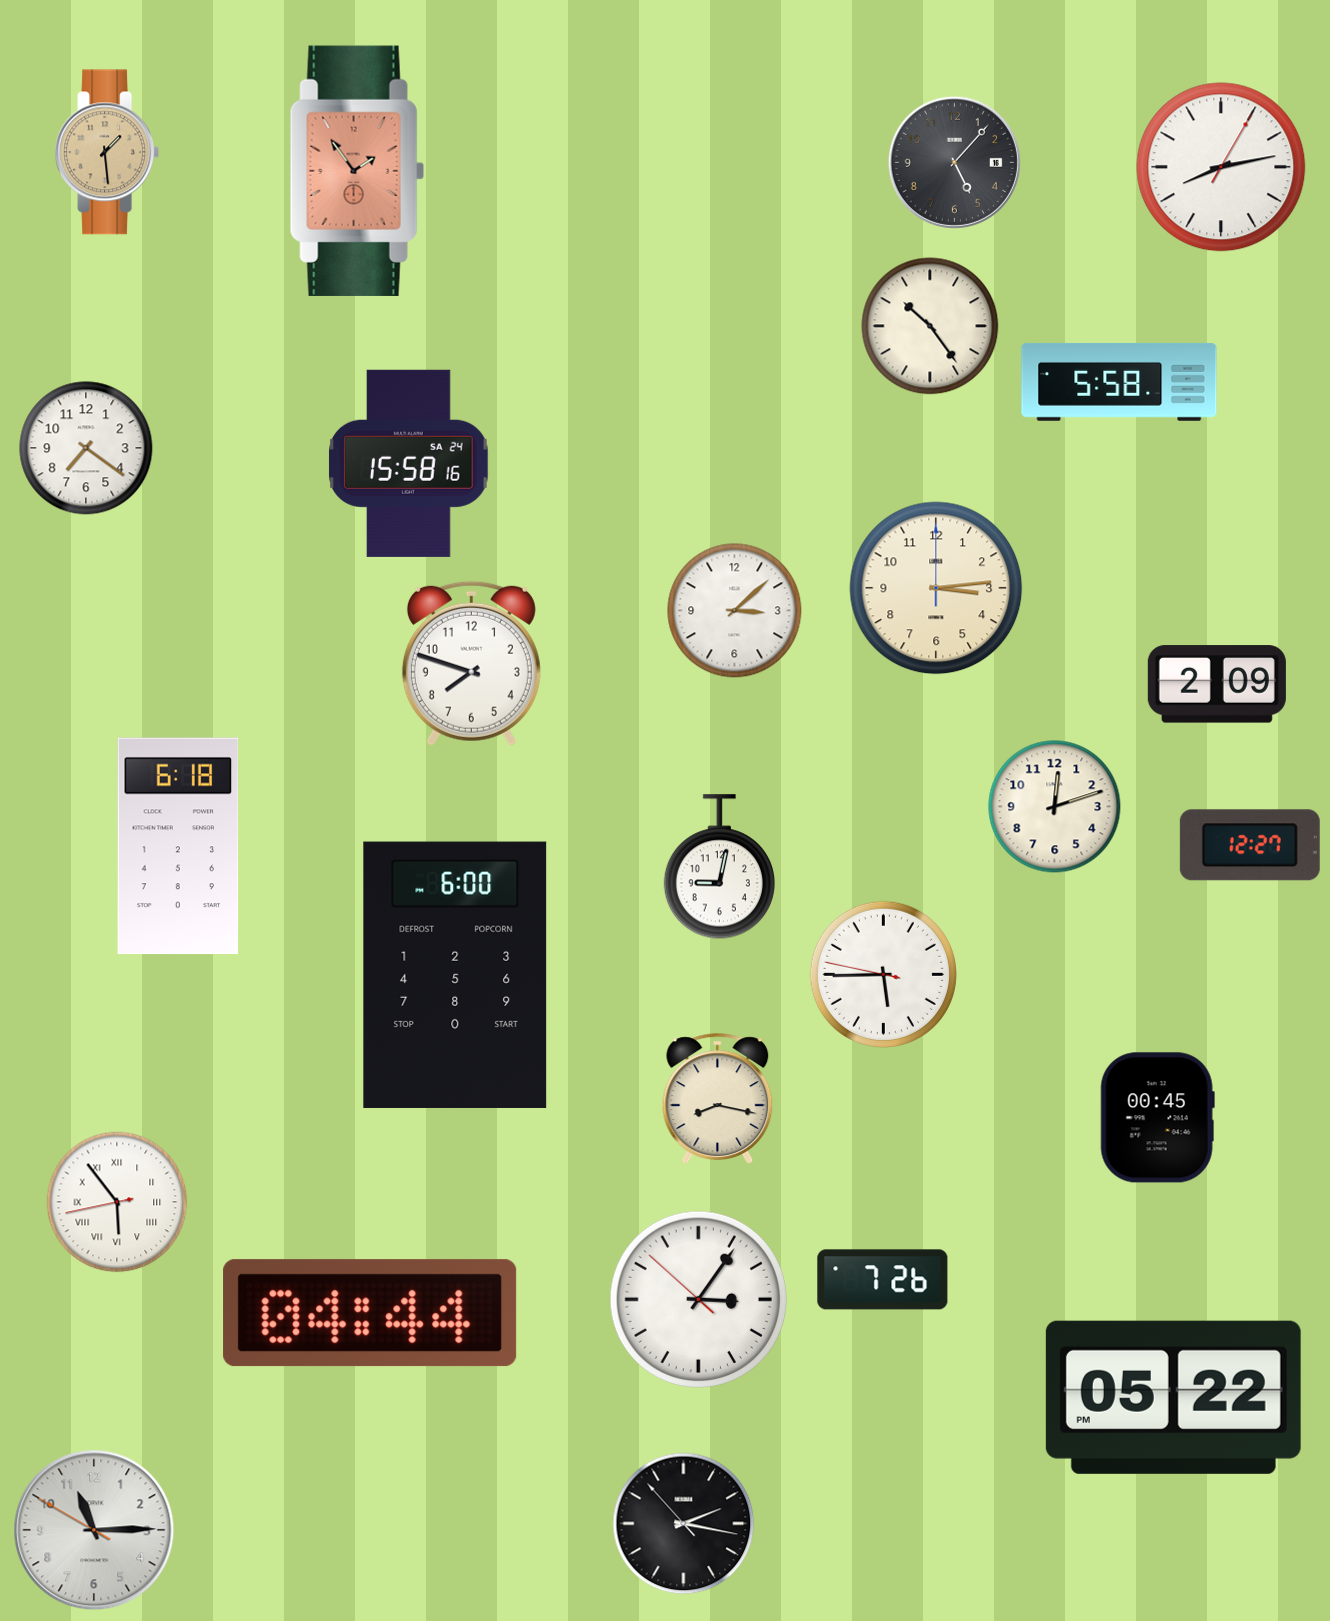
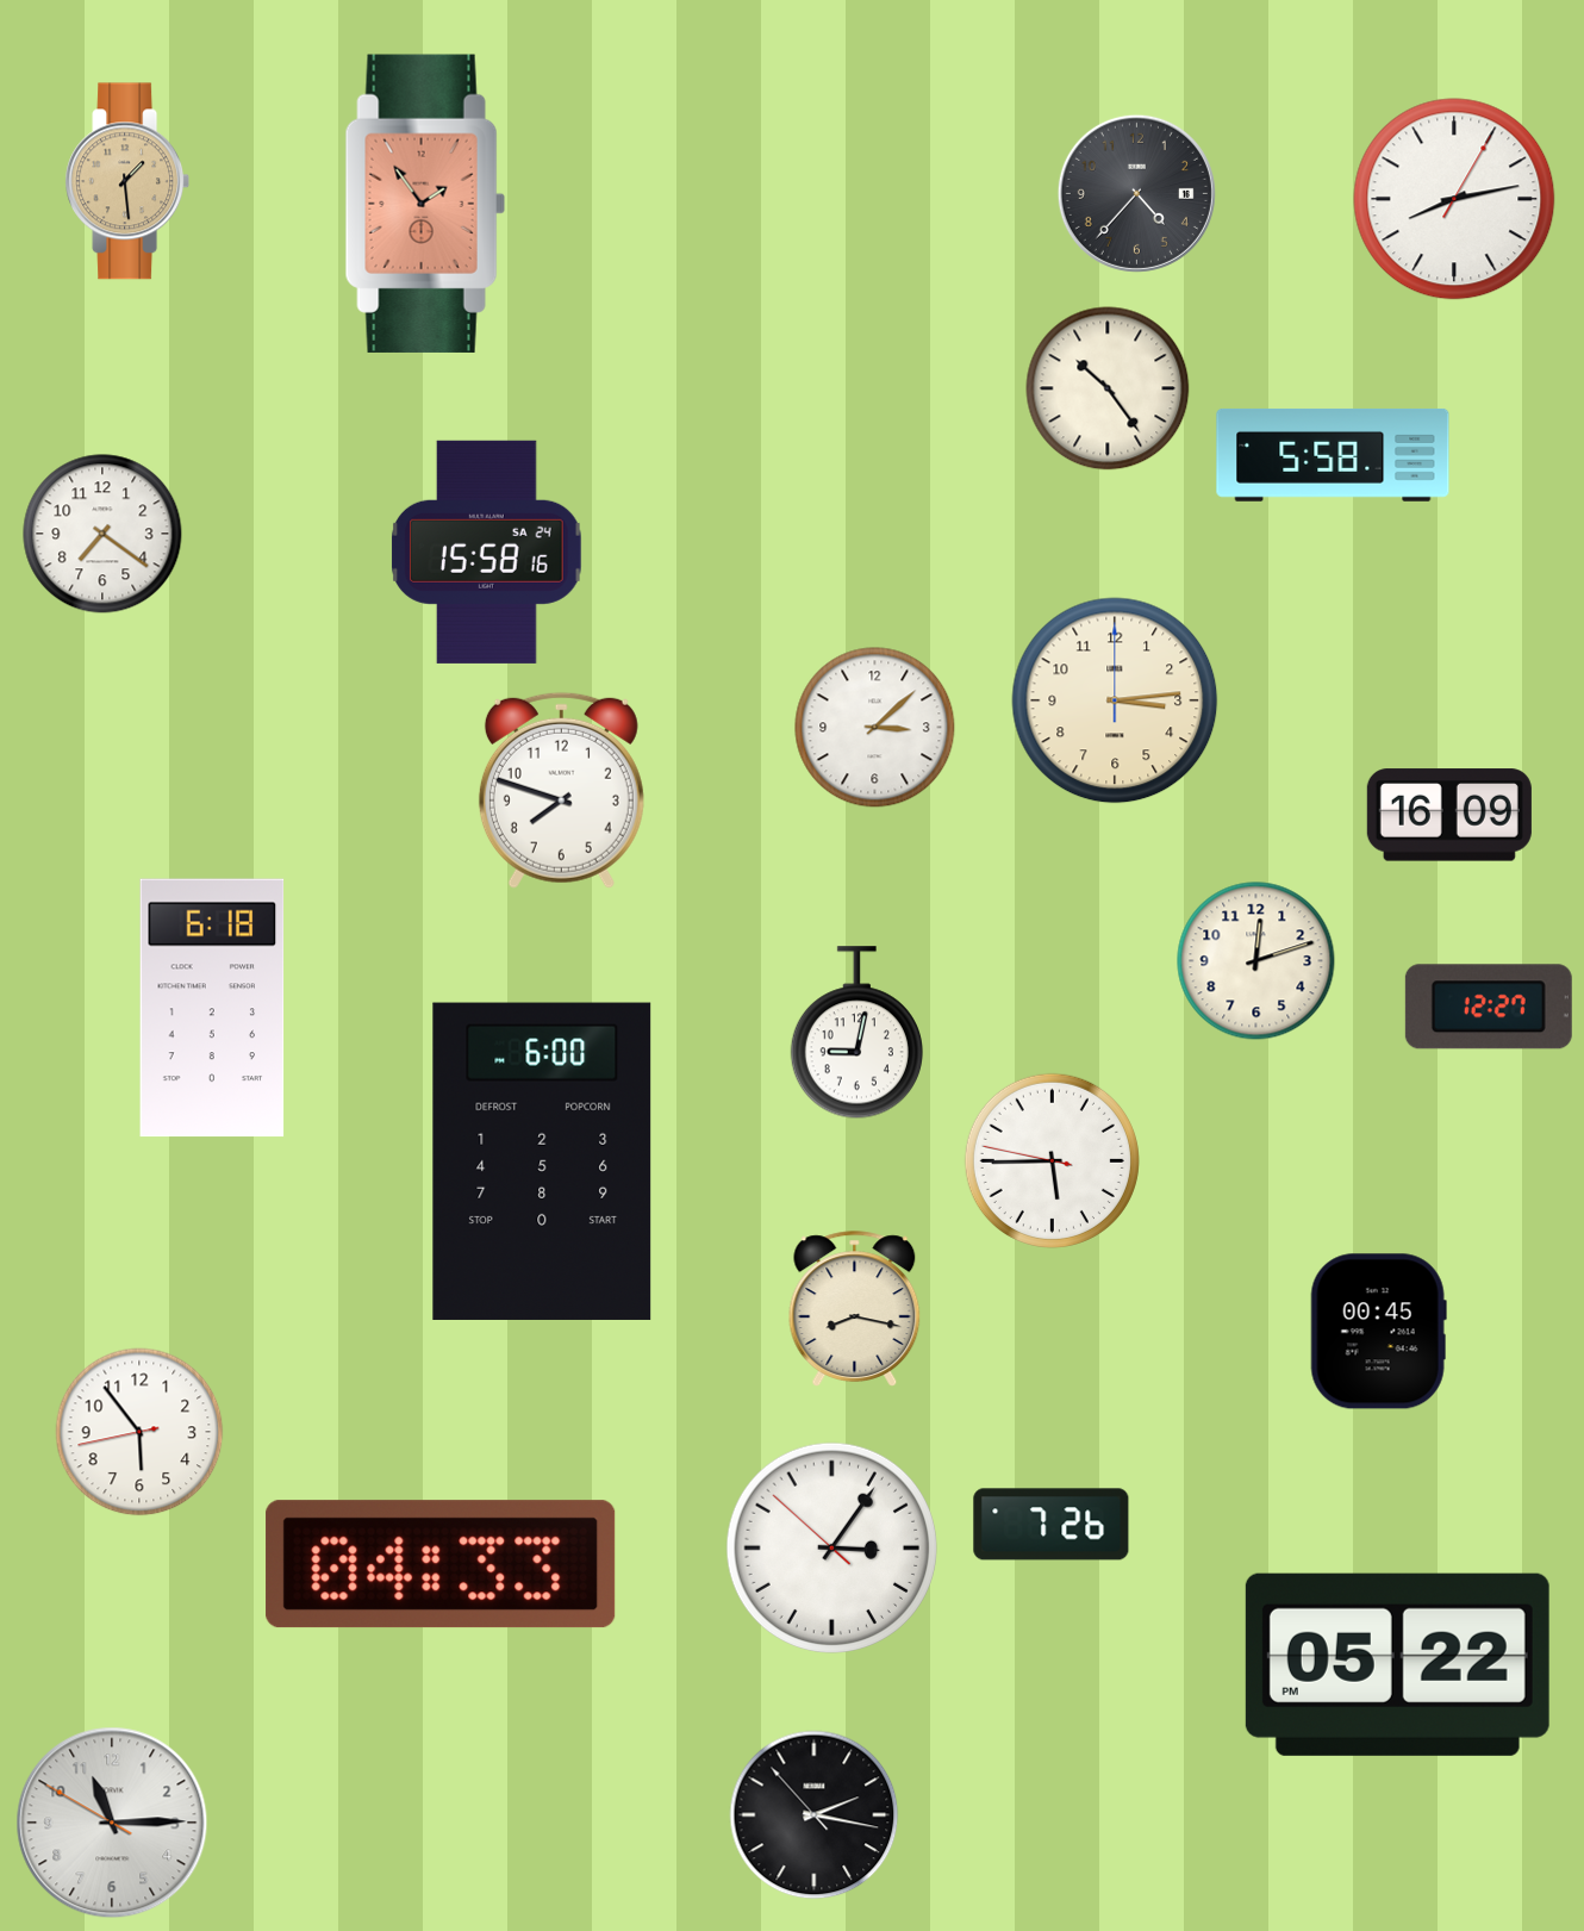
clock at (954, 162): 5:07 -> 4:37
clock at (1217, 684): 2:09 -> 16:09
clock at (117, 1202) numerals: Roman -> Arabic
clock at (370, 1313): 04:44 -> 04:33
